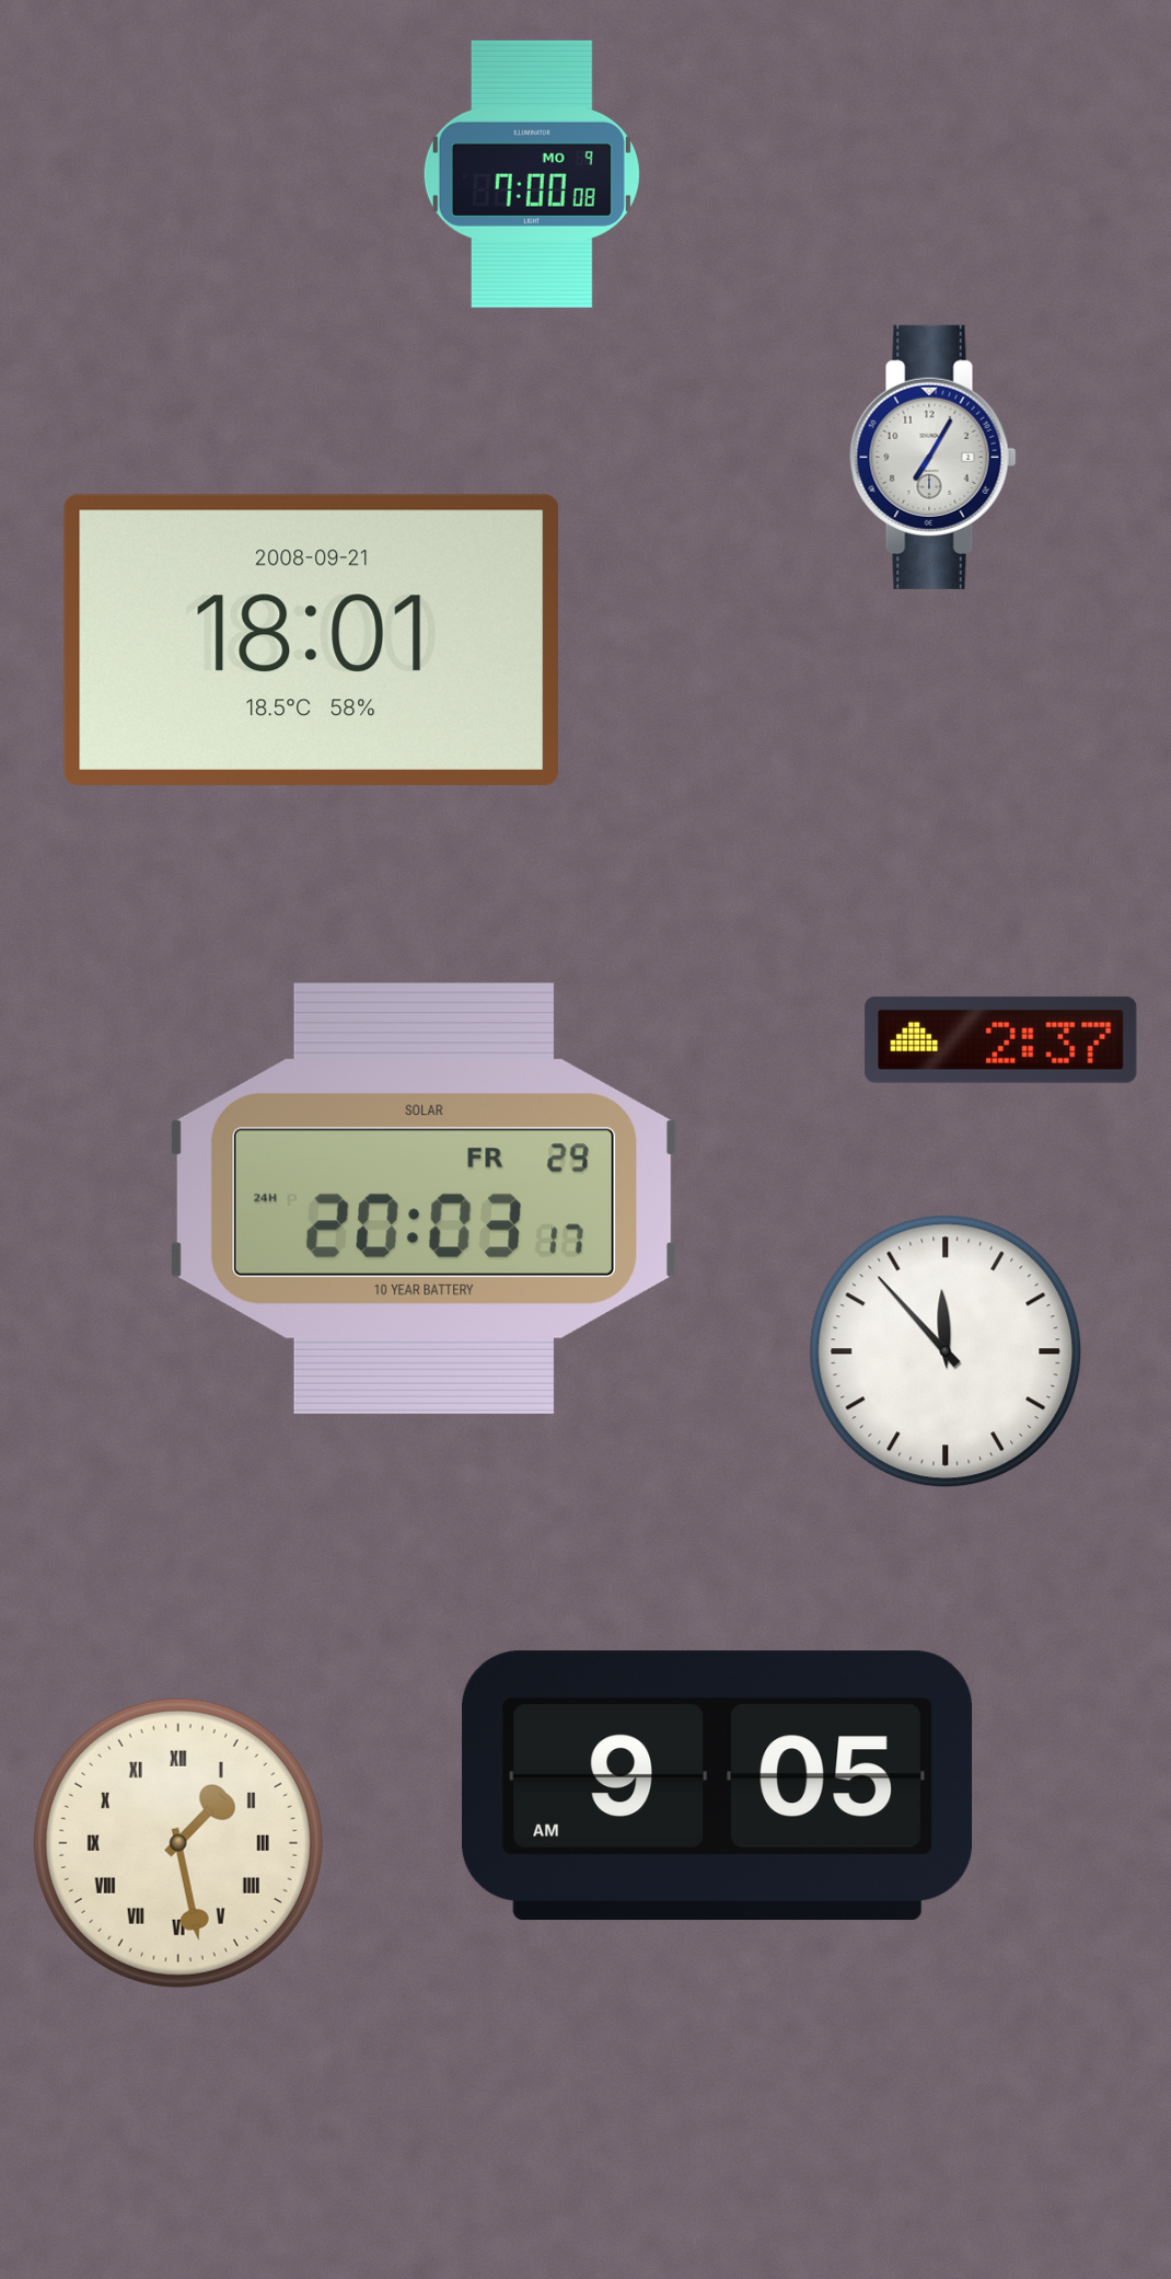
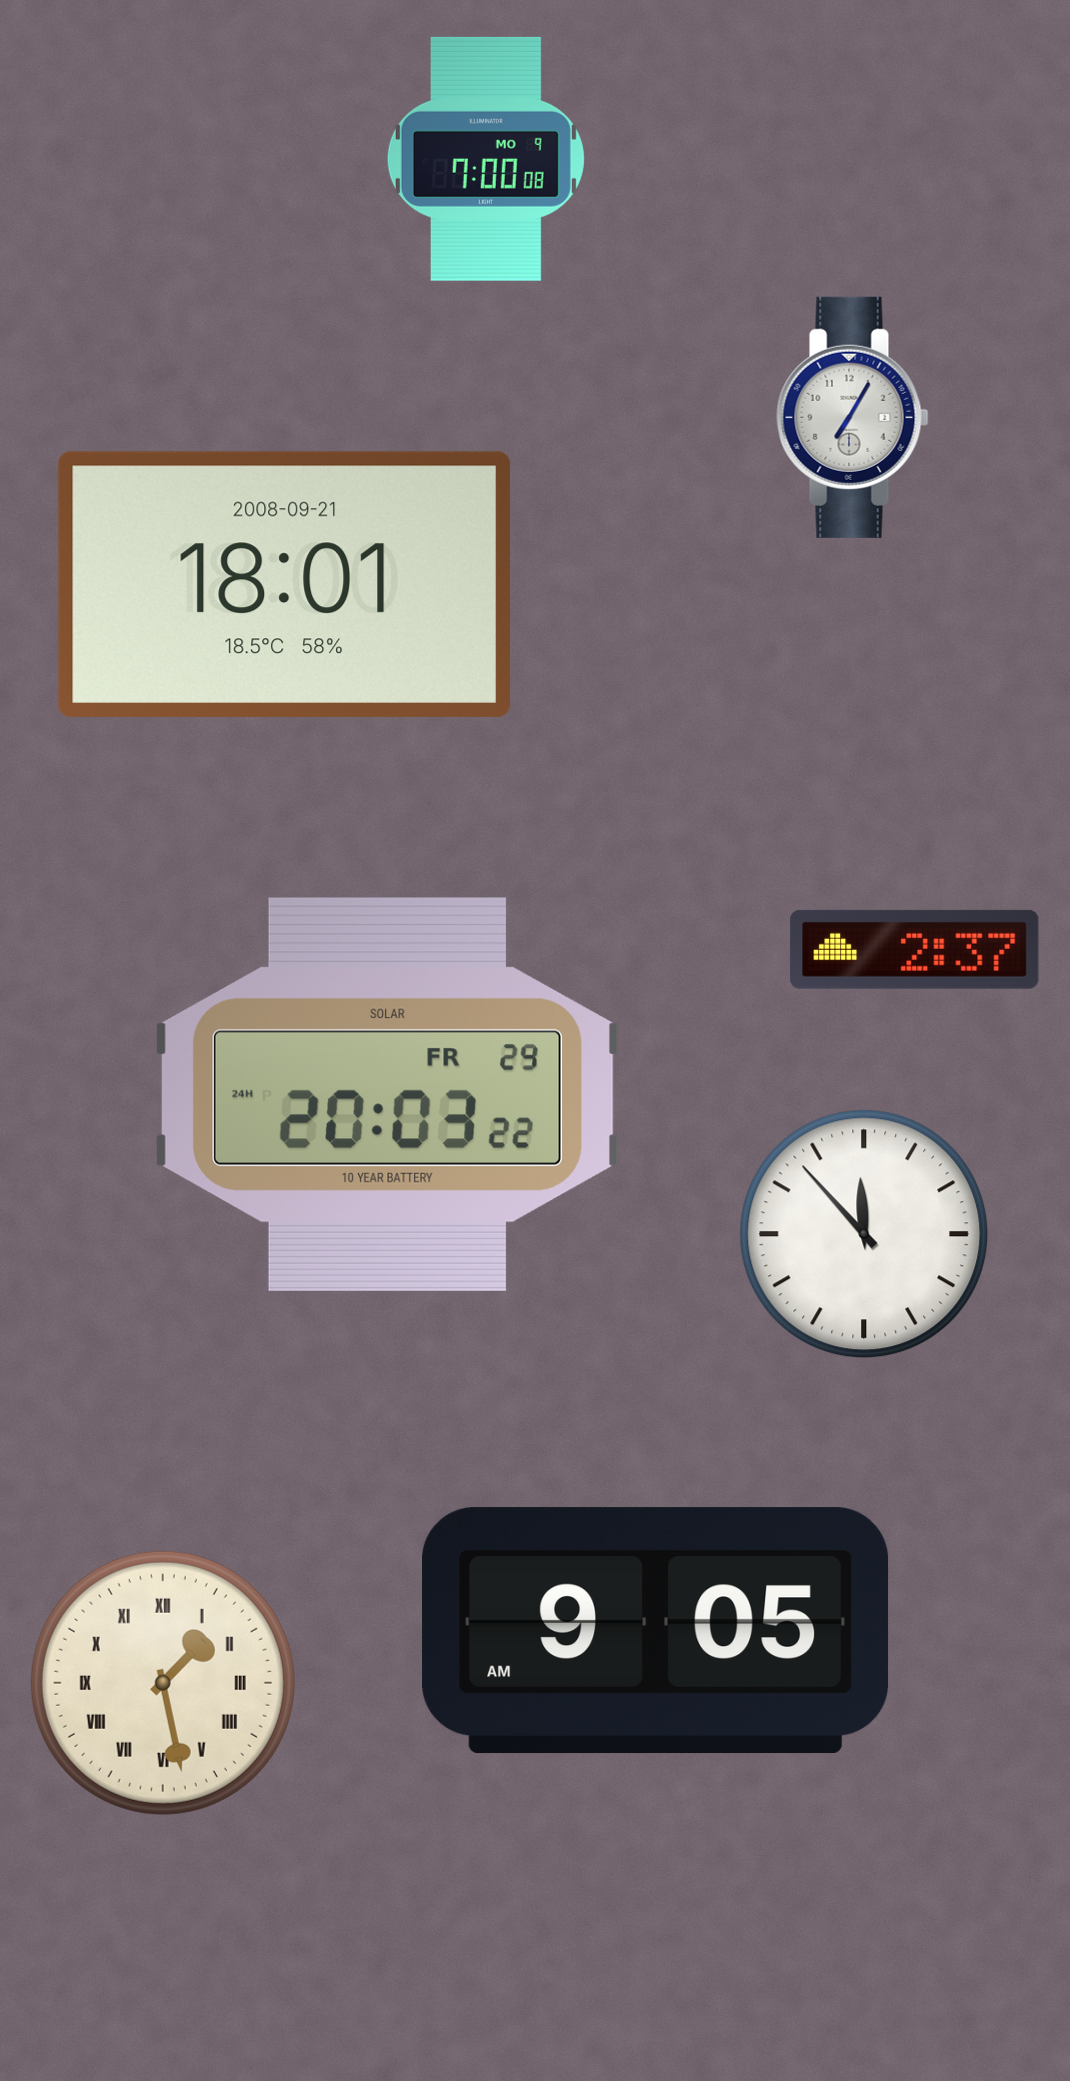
clock at (425, 1198): 20:03:17 -> 20:03:22
